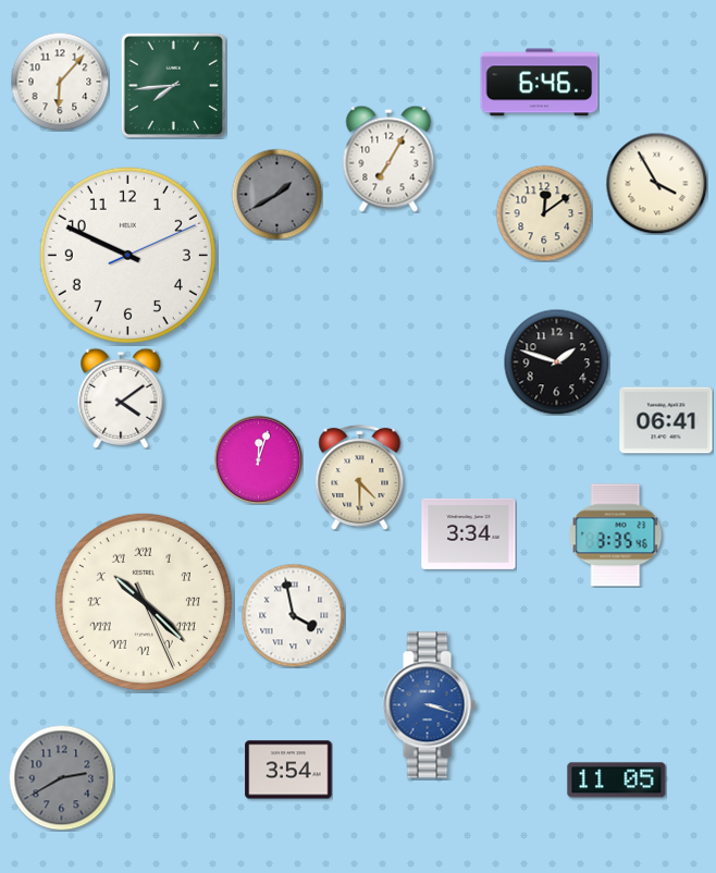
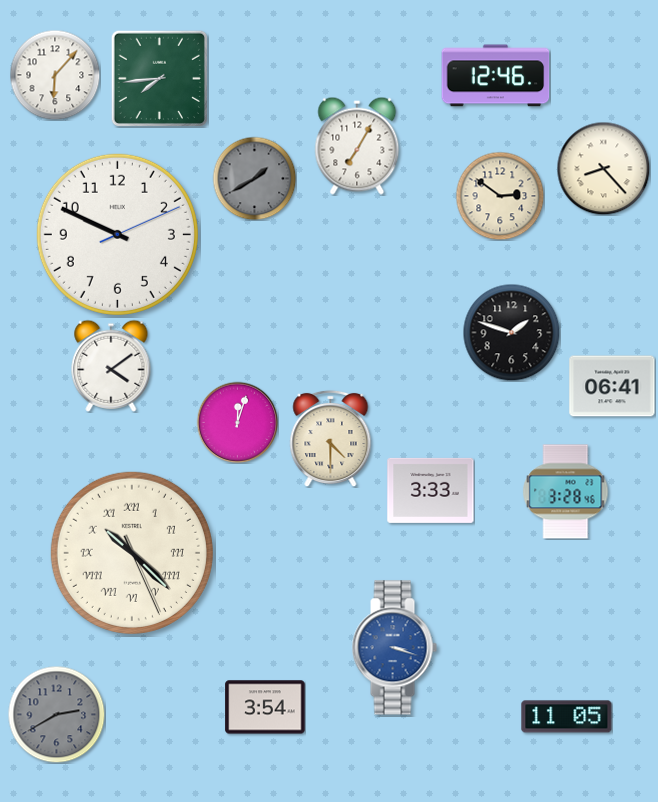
clock at (540, 83): 6:46 -> 12:46
clock at (656, 183): 3:55 -> 8:23
clock at (544, 213): 12:09 -> 2:51
clock at (469, 533): 3:34 -> 3:33
clock at (616, 536): 3:35 -> 3:28
clock at (293, 615): 3:58 -> none
